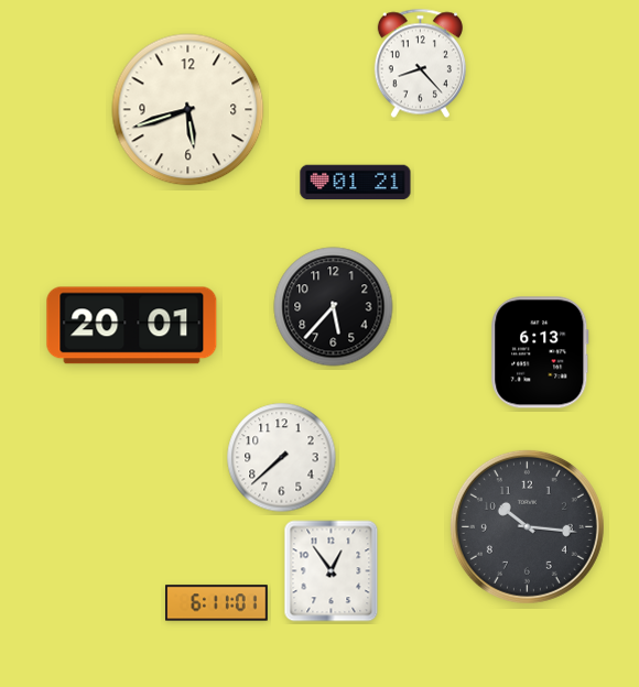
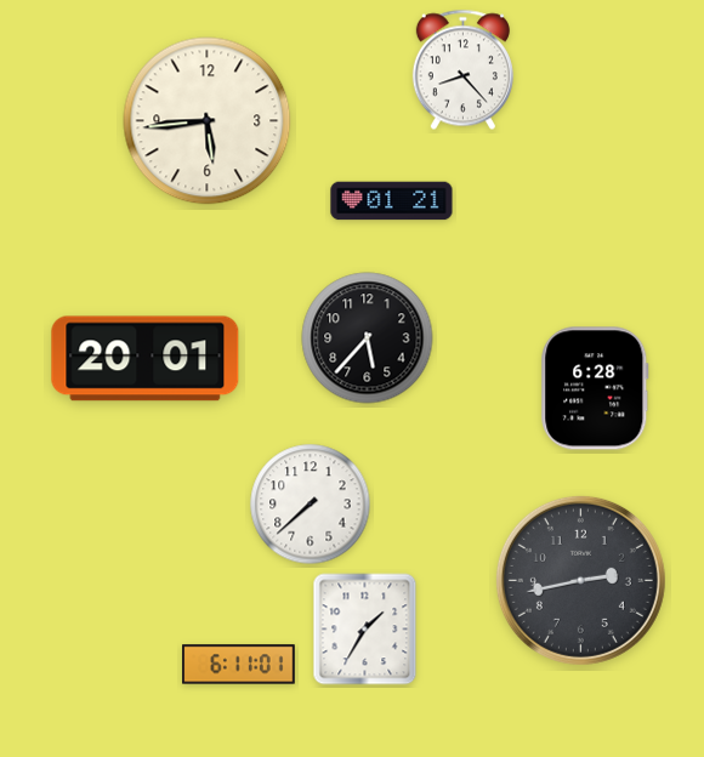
clock at (188, 110): 5:42 -> 5:44
clock at (540, 352): 6:13 -> 6:28
clock at (527, 526): 10:16 -> 2:43
clock at (332, 571): 12:54 -> 1:35
